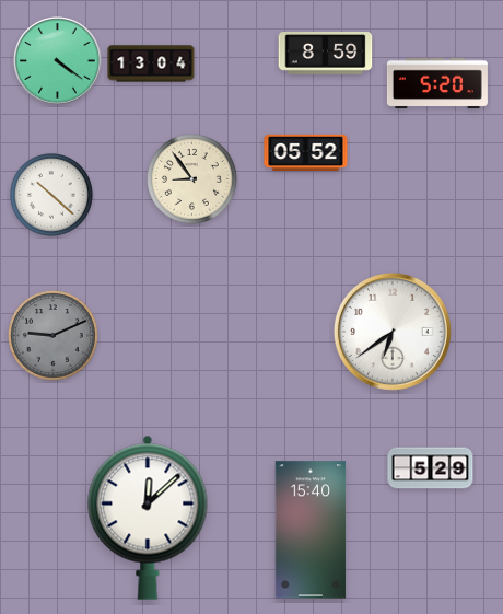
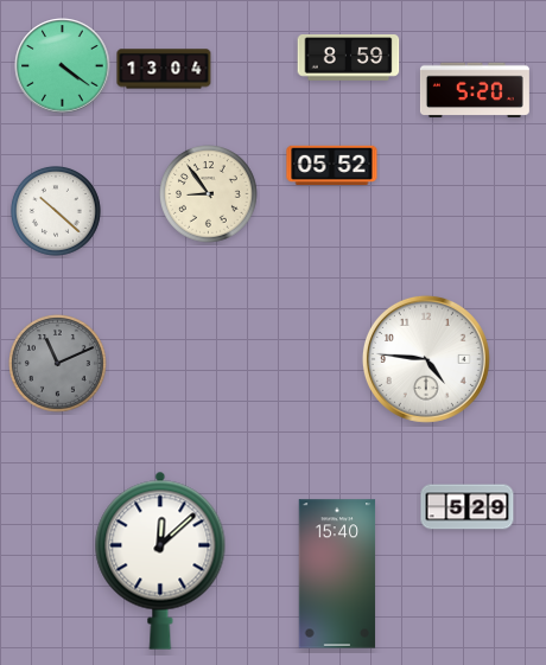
clock at (326, 54) position: (326, 54) -> (349, 58)
clock at (393, 332): 6:39 -> 4:46
clock at (54, 336): 9:11 -> 11:11
